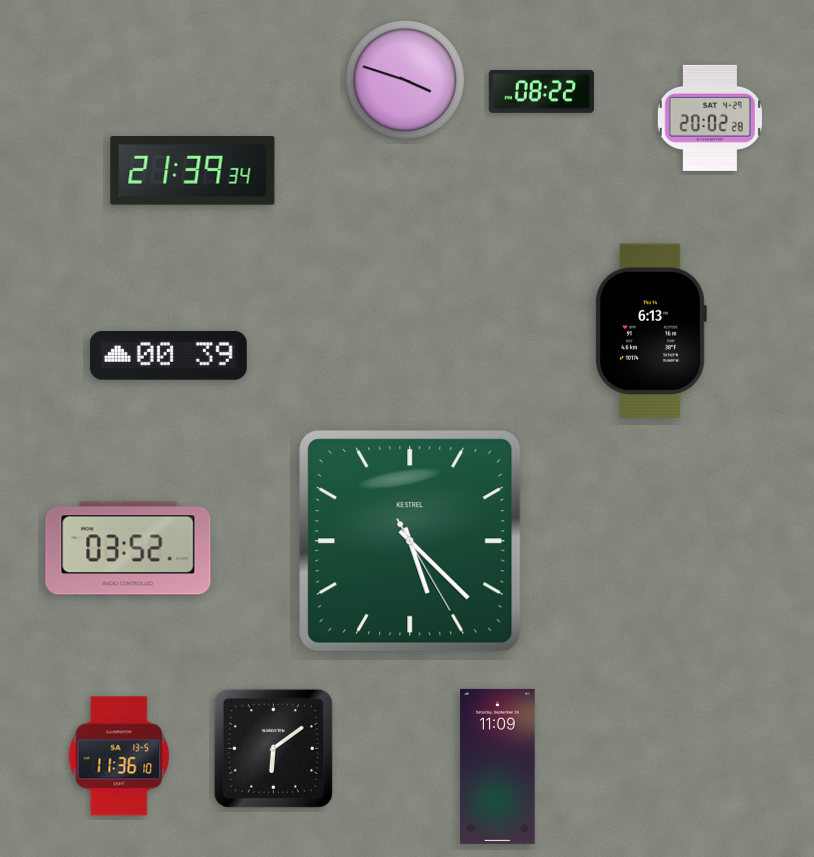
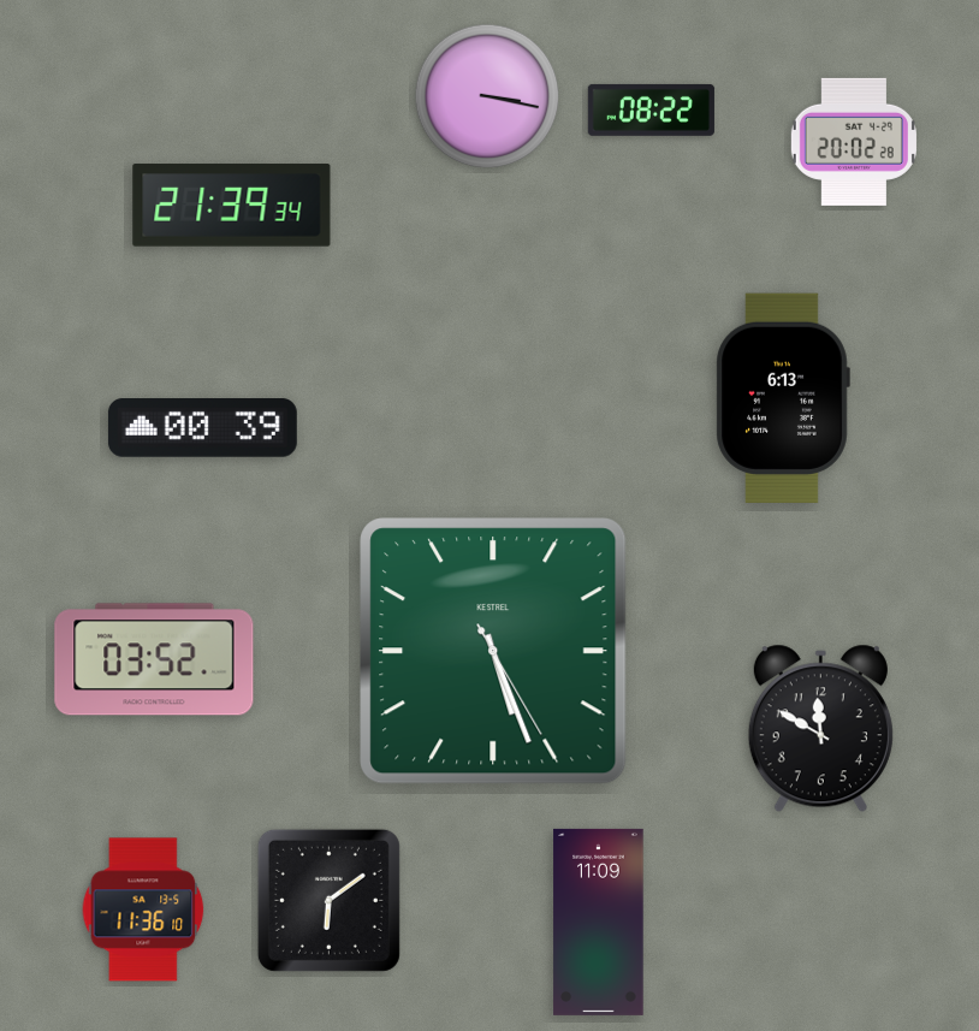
clock at (405, 80): 3:48 -> 3:17
clock at (410, 541): 5:22 -> 5:26
clock at (820, 729): none -> 11:50
